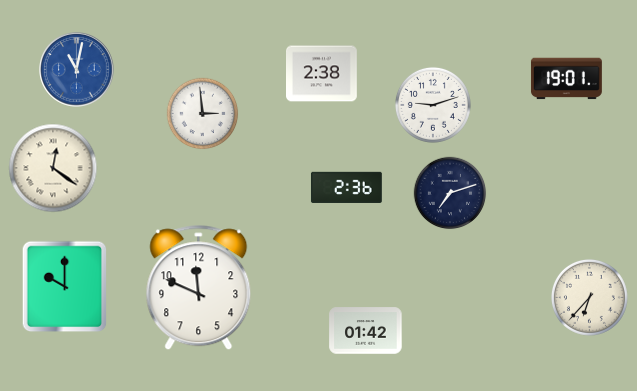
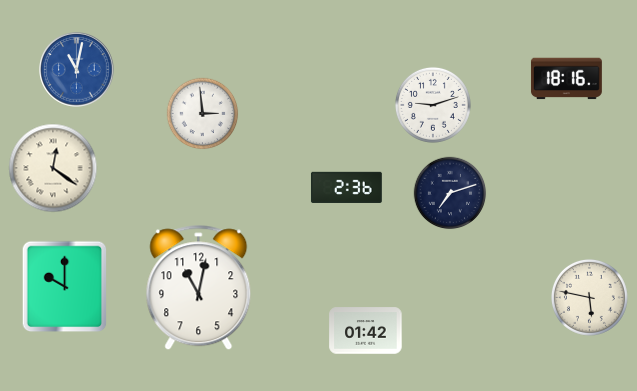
clock at (322, 74): 2:38 -> none
clock at (566, 79): 19:01 -> 18:16
clock at (199, 288): 11:49 -> 11:02
clock at (589, 297): 6:37 -> 5:47
